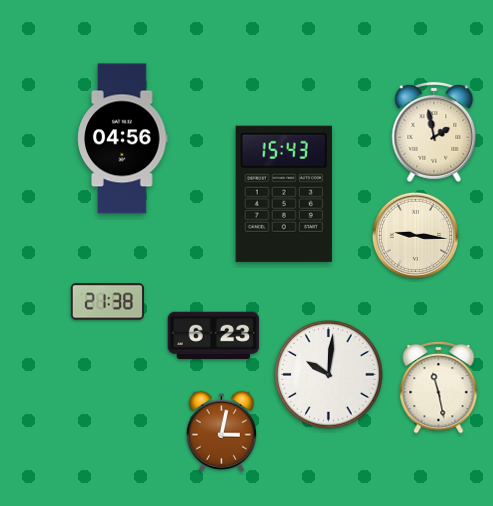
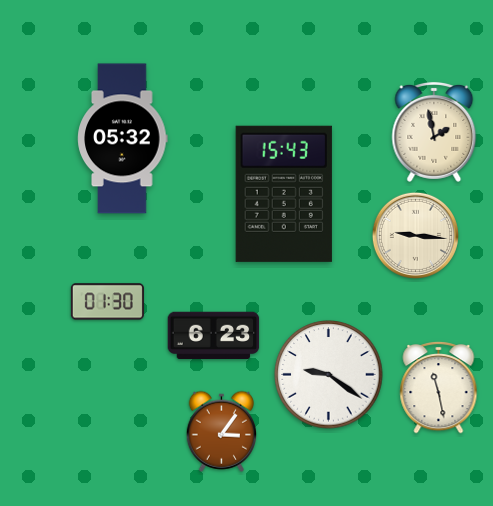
clock at (123, 139): 04:56 -> 05:32
clock at (107, 302): 21:38 -> 01:30
clock at (329, 375): 10:01 -> 9:21
clock at (221, 431): 3:02 -> 3:06
